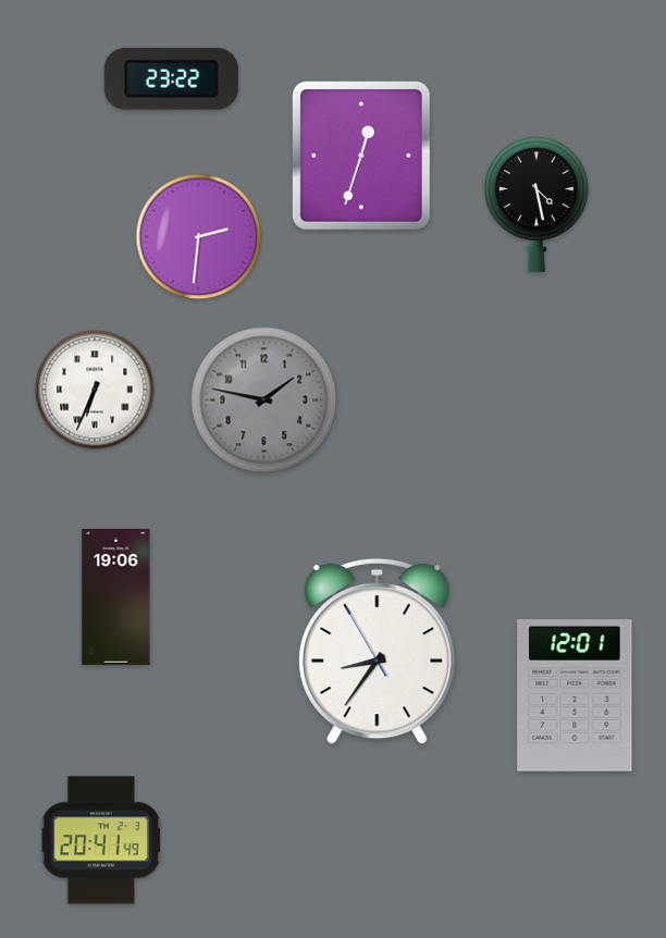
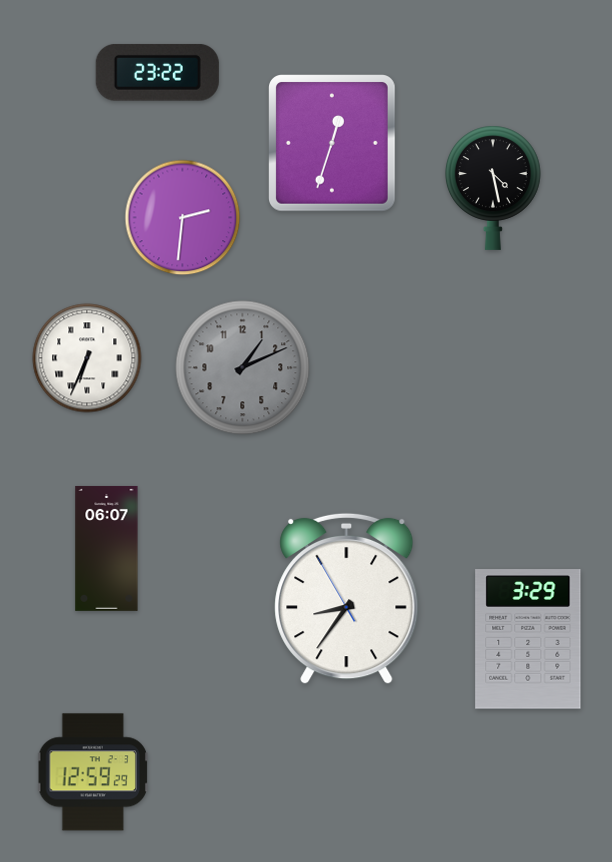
clock at (264, 400): 1:47 -> 1:11
clock at (116, 596): 19:06 -> 06:07
clock at (575, 695): 12:01 -> 3:29
clock at (101, 840): 20:41 -> 12:59
